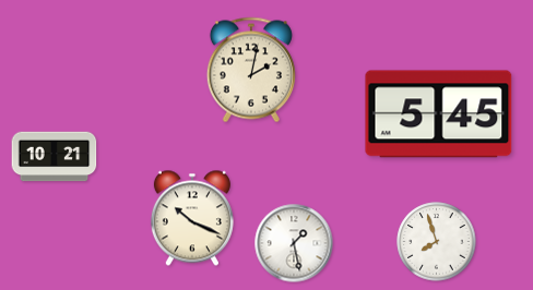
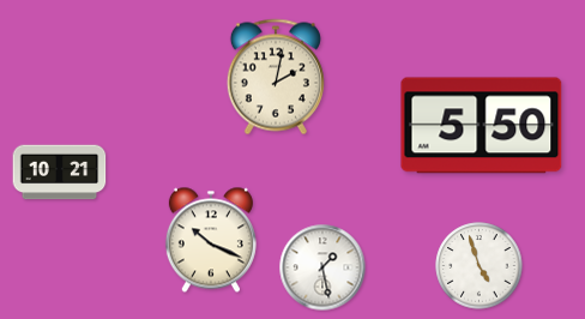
clock at (439, 114): 5:45 -> 5:50
clock at (437, 242): 7:57 -> 4:57
